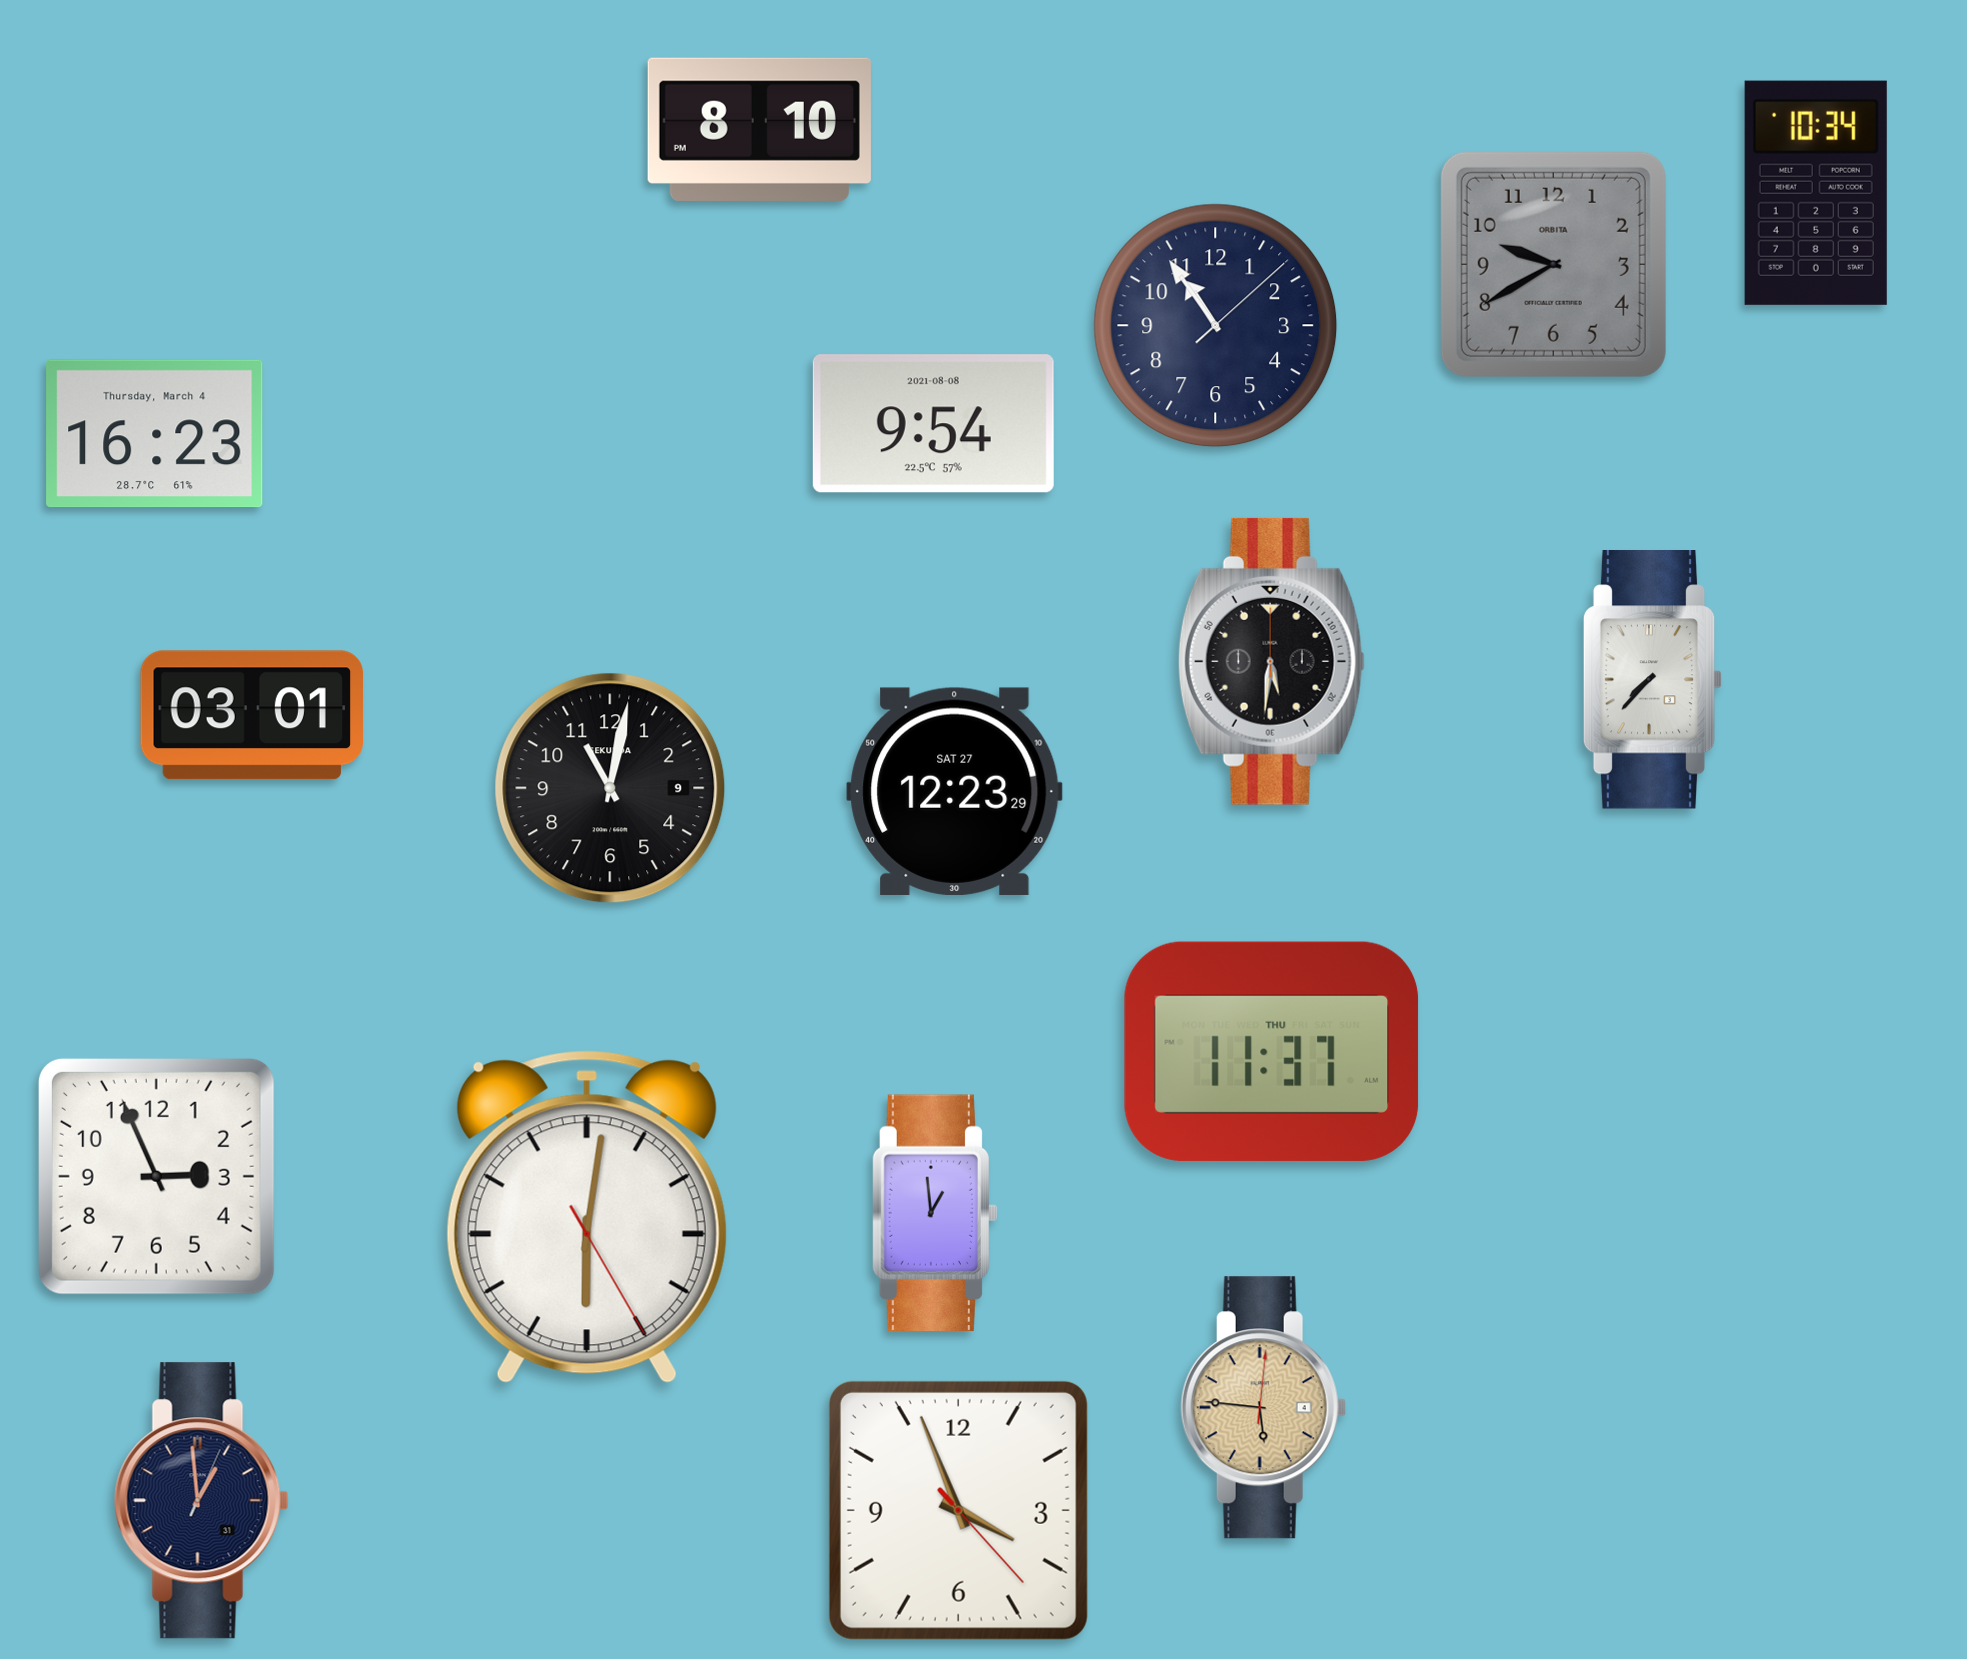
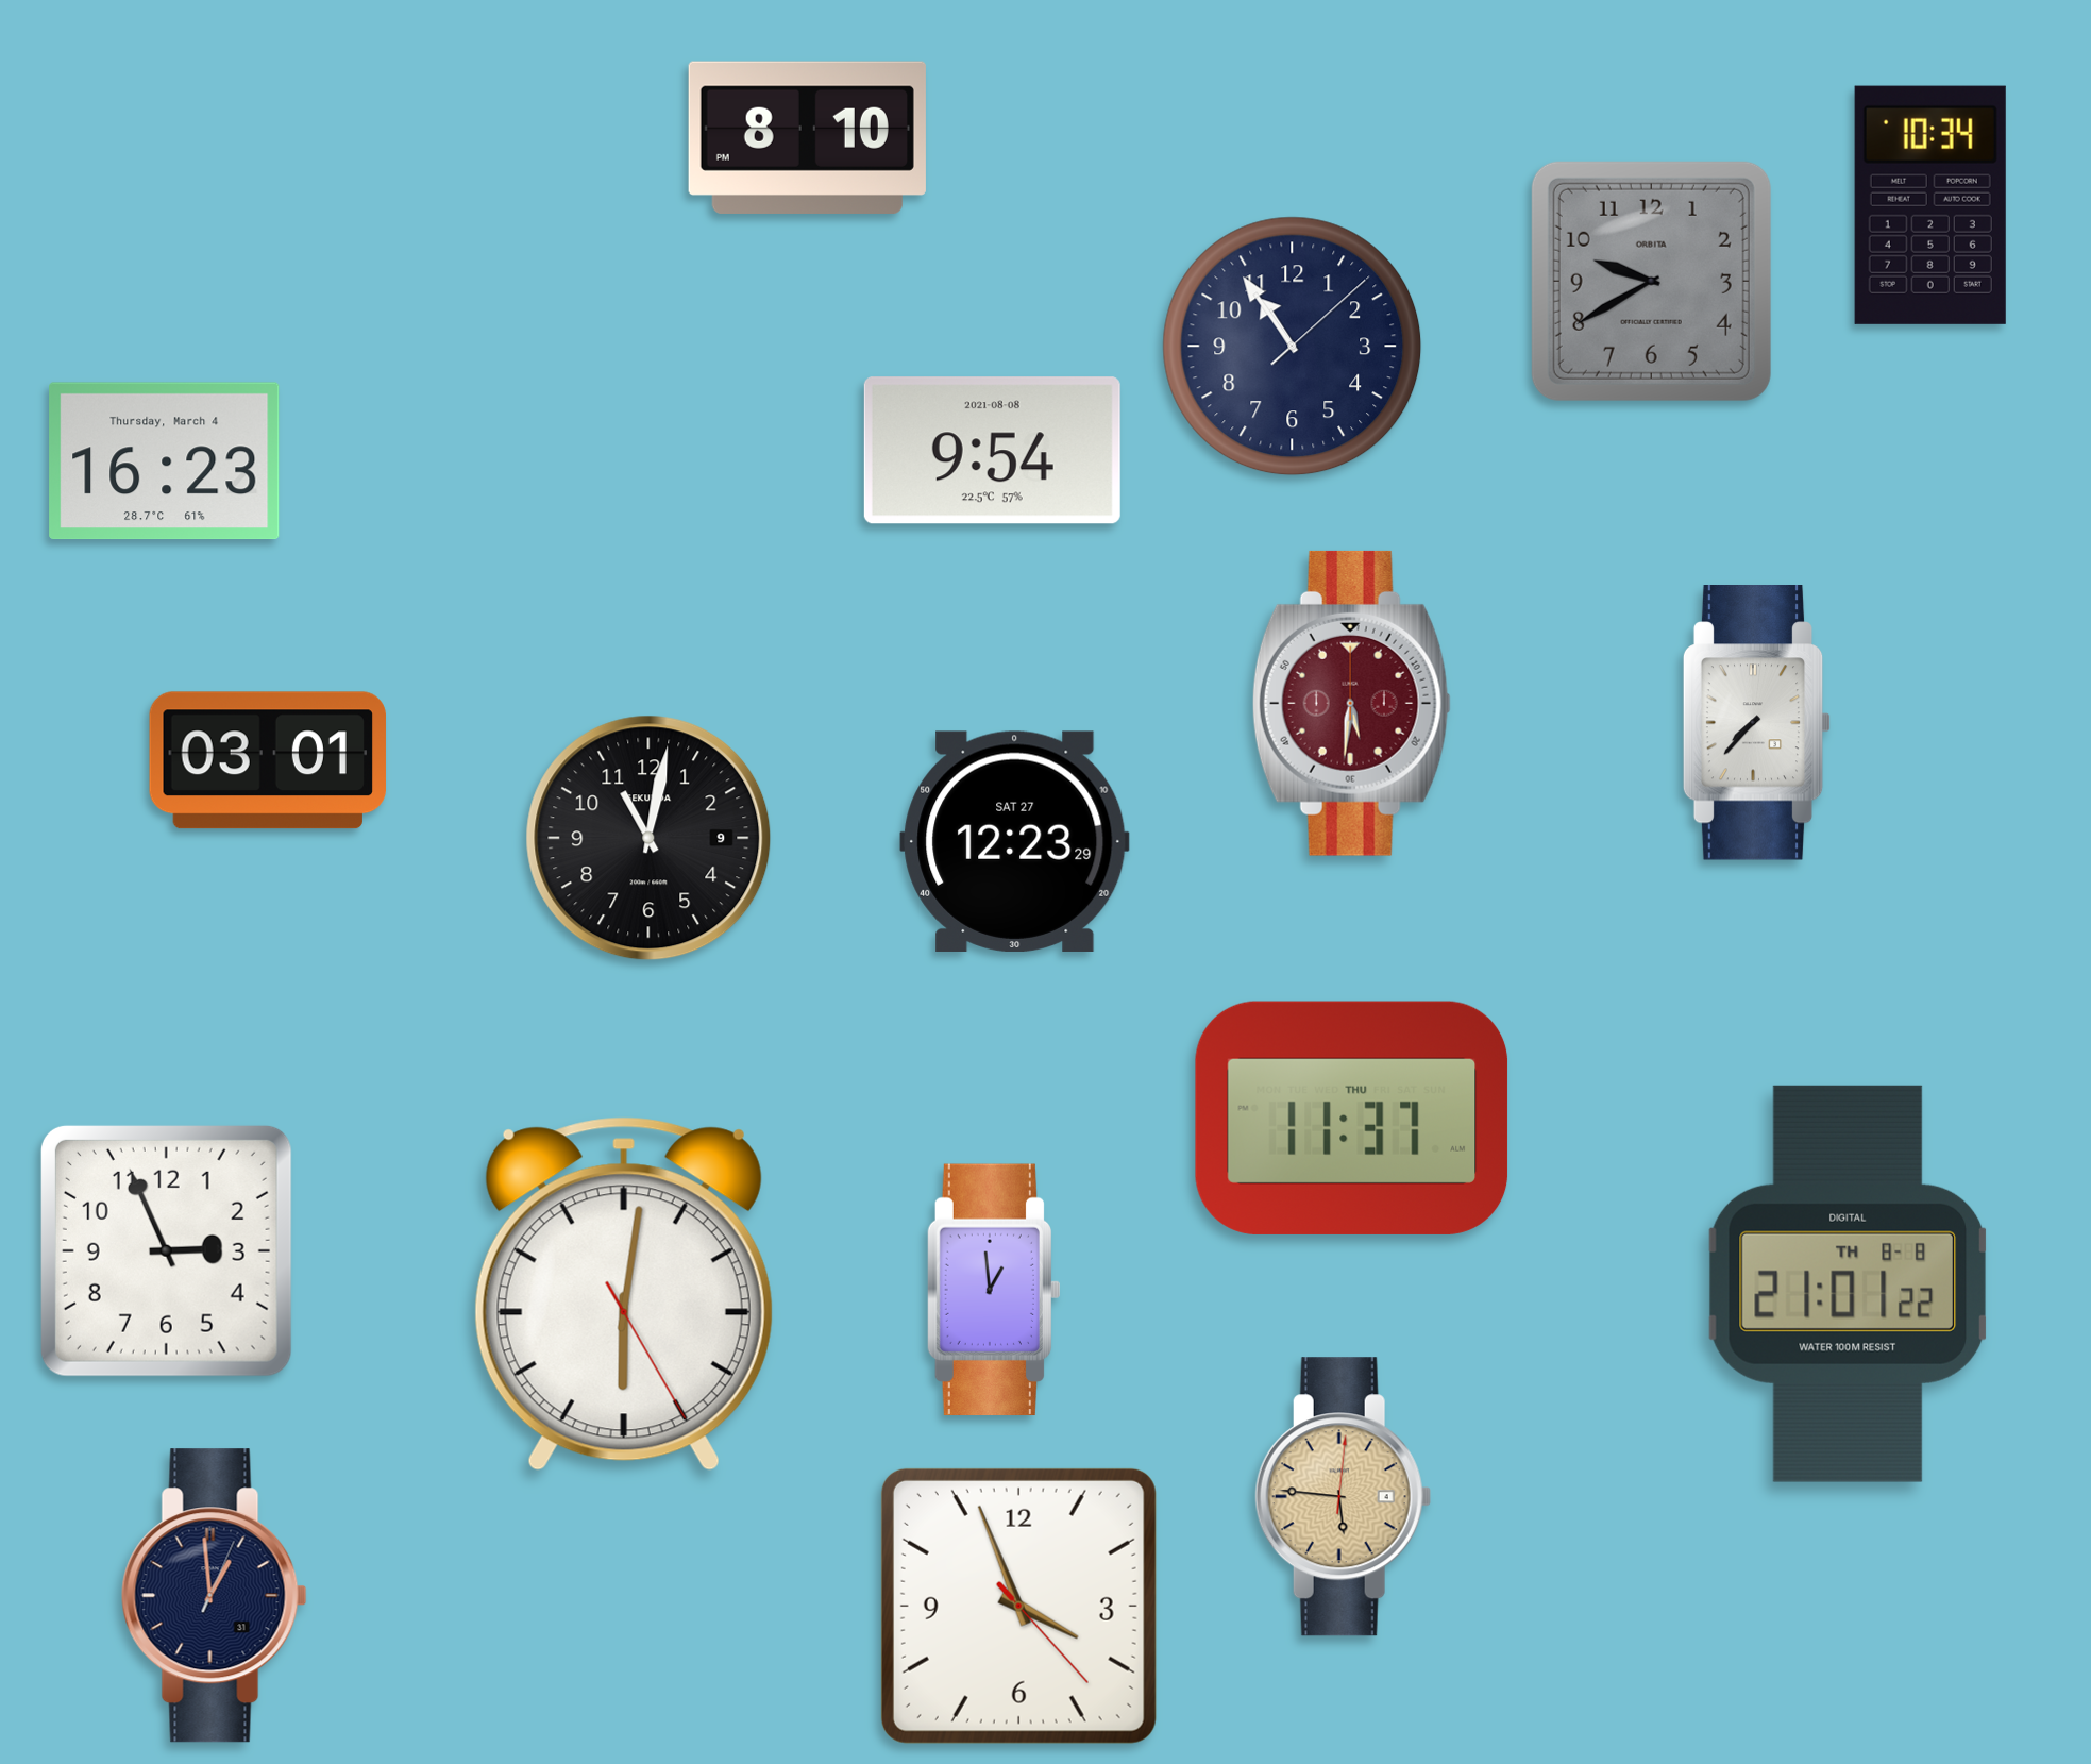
clock at (1271, 661) dial: black -> burgundy
clock at (1849, 1283): none -> 21:01
